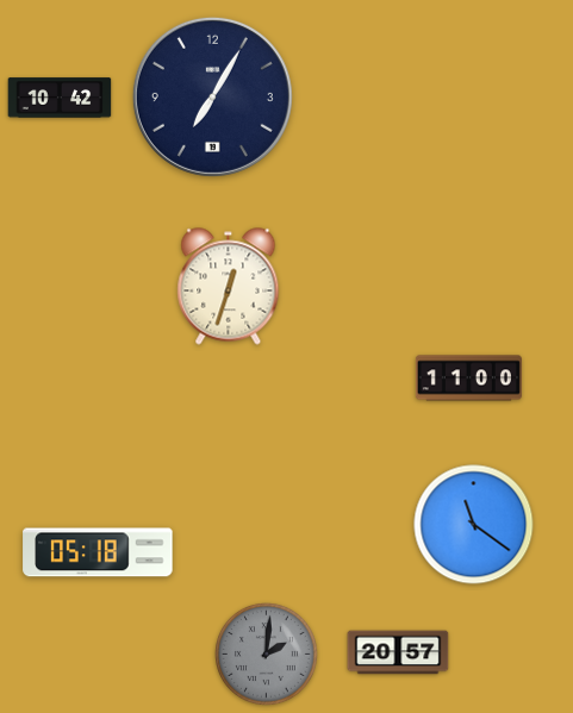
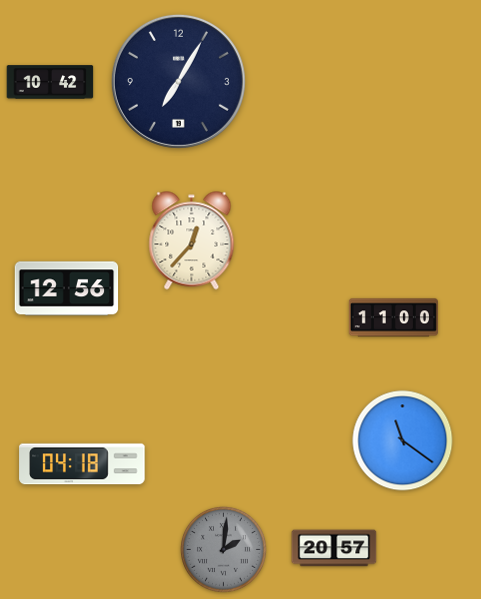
clock at (229, 287): 12:33 -> 12:37
clock at (67, 289): none -> 12:56
clock at (474, 525) position: (474, 525) -> (403, 441)
clock at (98, 552): 05:18 -> 04:18
